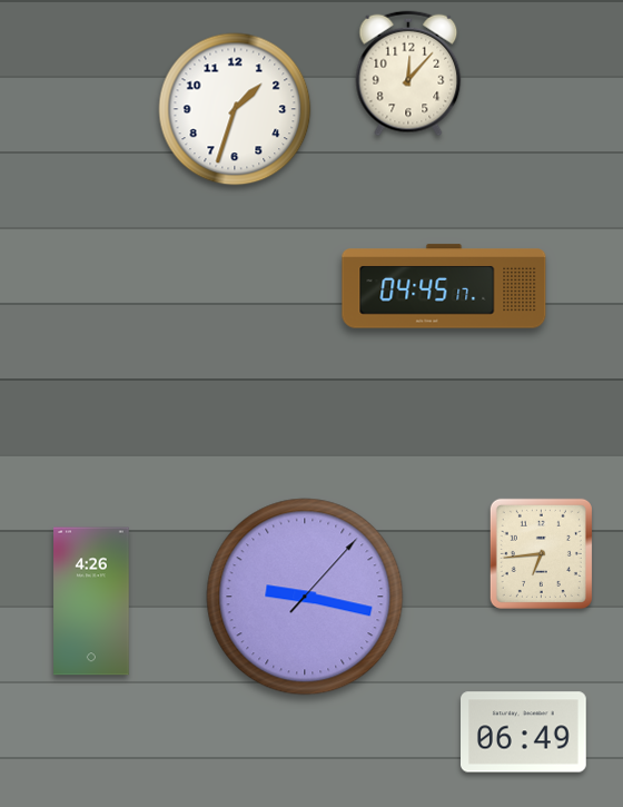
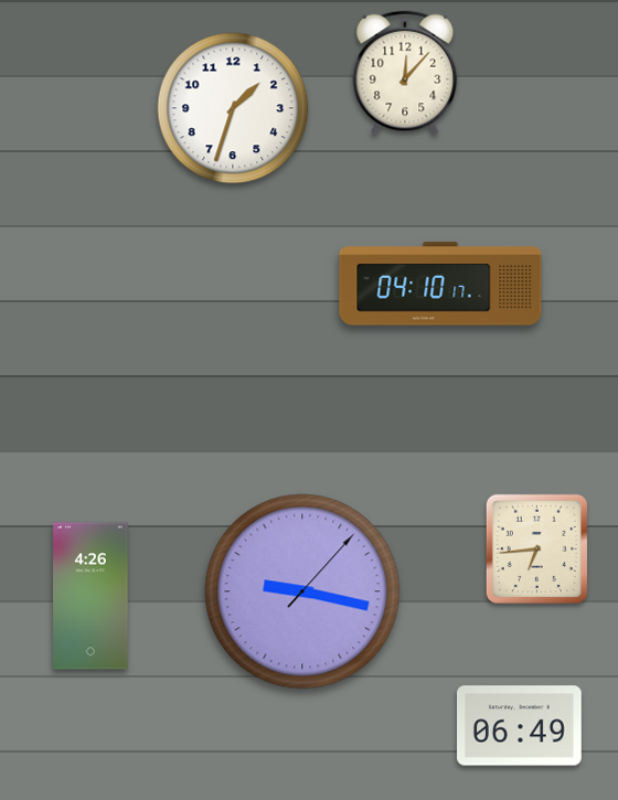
clock at (444, 286): 04:45 -> 04:10
